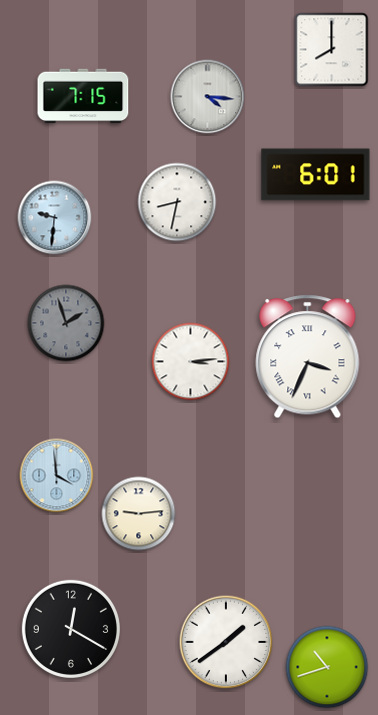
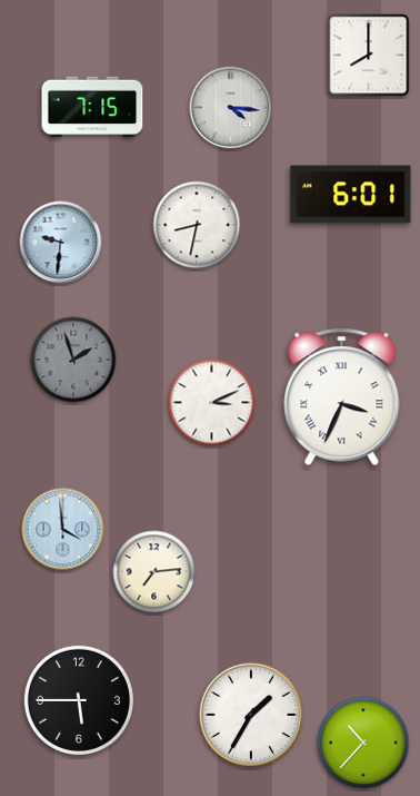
clock at (191, 362): 3:14 -> 3:11
clock at (139, 514): 9:14 -> 7:14
clock at (70, 628): 12:20 -> 5:45
clock at (226, 642): 1:39 -> 1:35
clock at (327, 667): 10:42 -> 10:37
